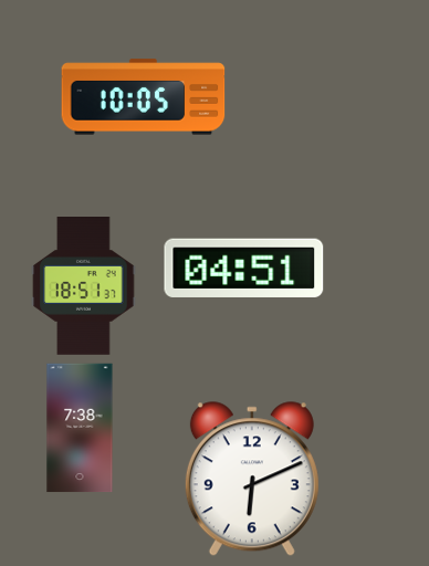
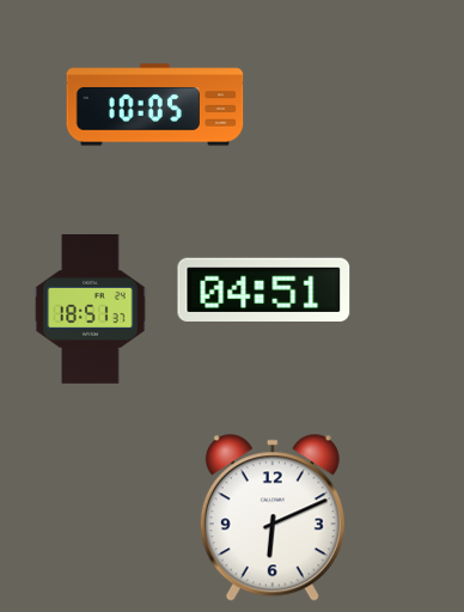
clock at (80, 428): 7:38 -> none
